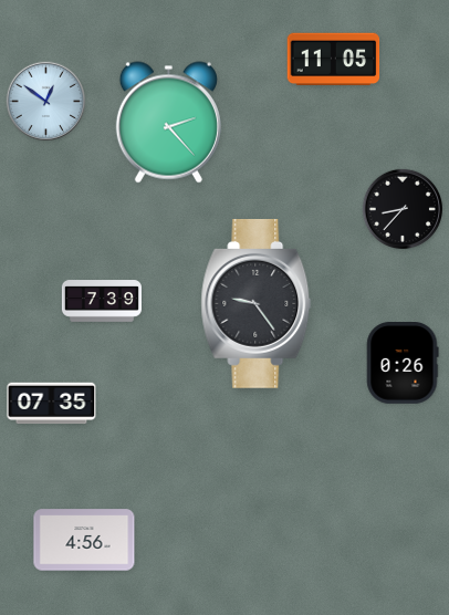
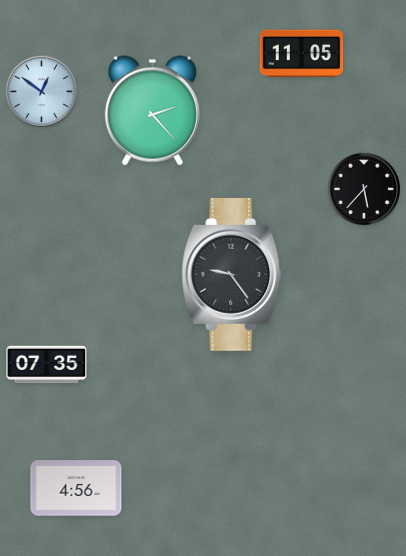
clock at (401, 208): 8:37 -> 5:37
clock at (102, 301): 7:39 -> none
clock at (403, 364): 0:26 -> none
